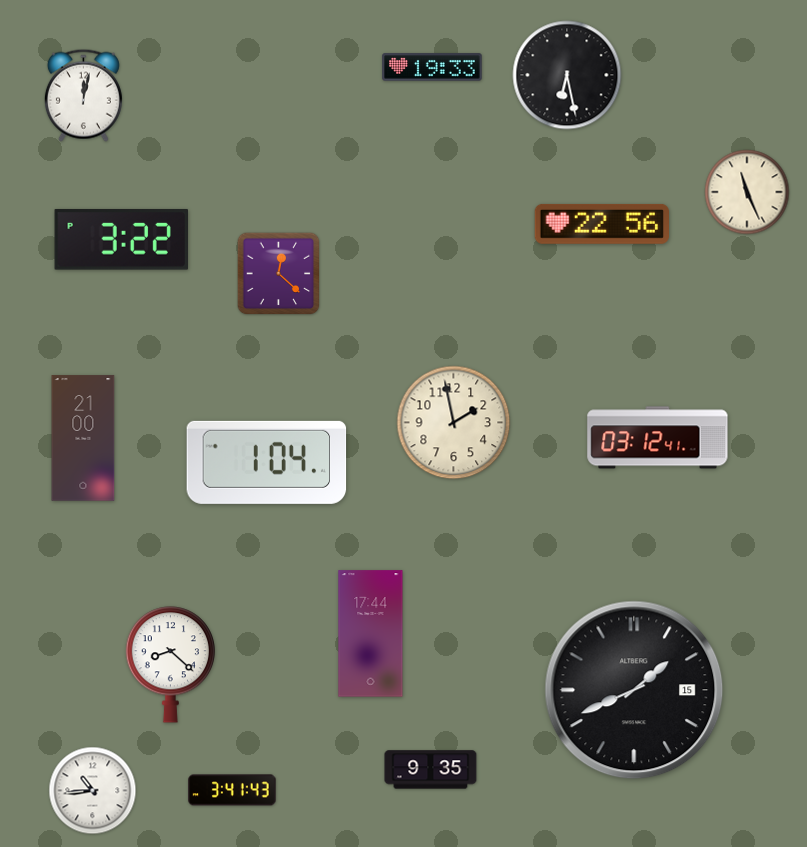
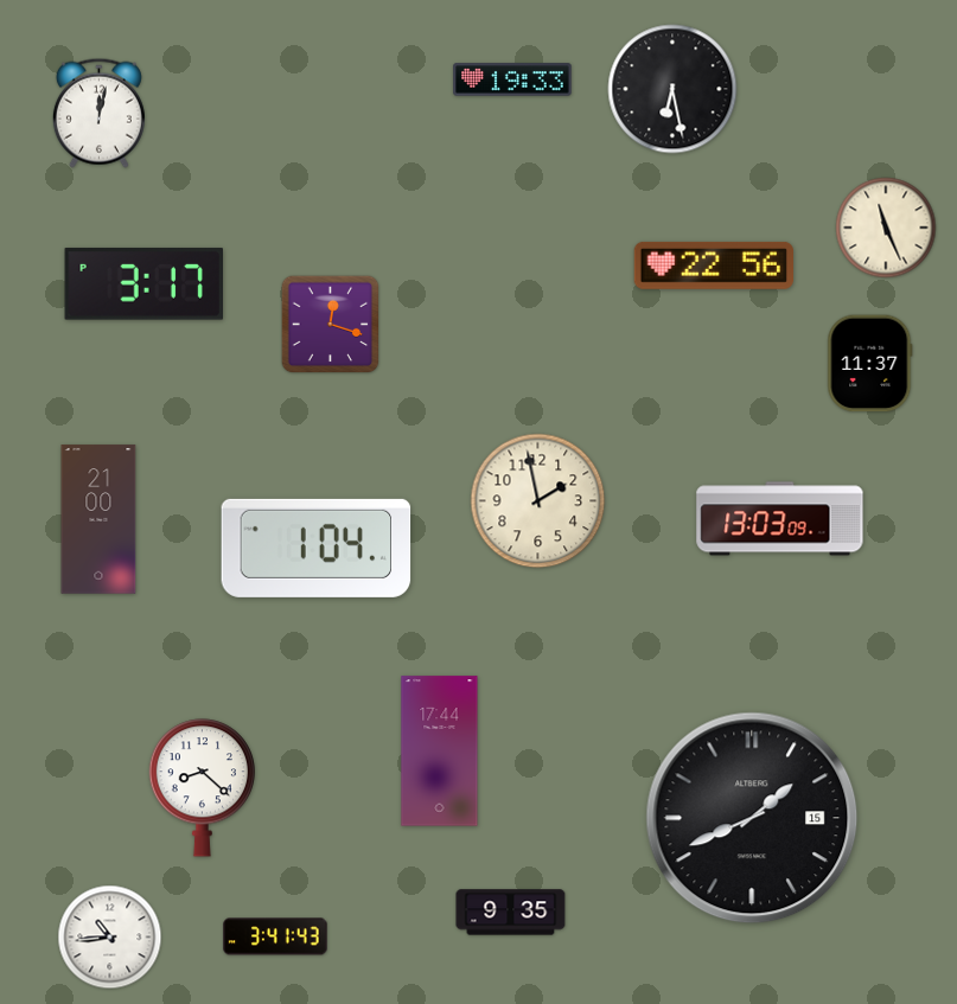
clock at (121, 240): 3:22 -> 3:17
clock at (279, 274): 12:22 -> 12:18
clock at (870, 364): none -> 11:37
clock at (658, 438): 03:12 -> 13:03
